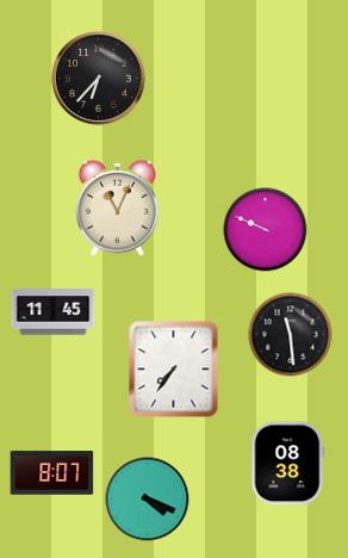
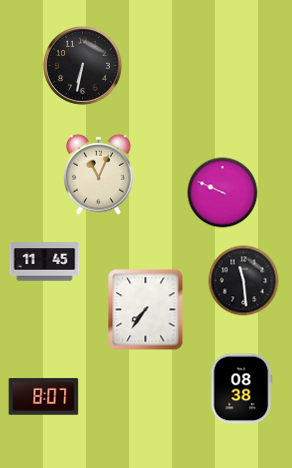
clock at (99, 79): 6:37 -> 6:32
clock at (148, 500): 4:19 -> none
